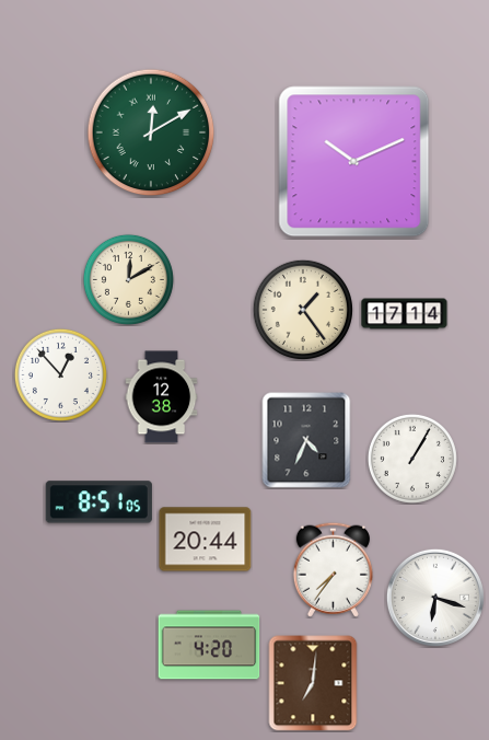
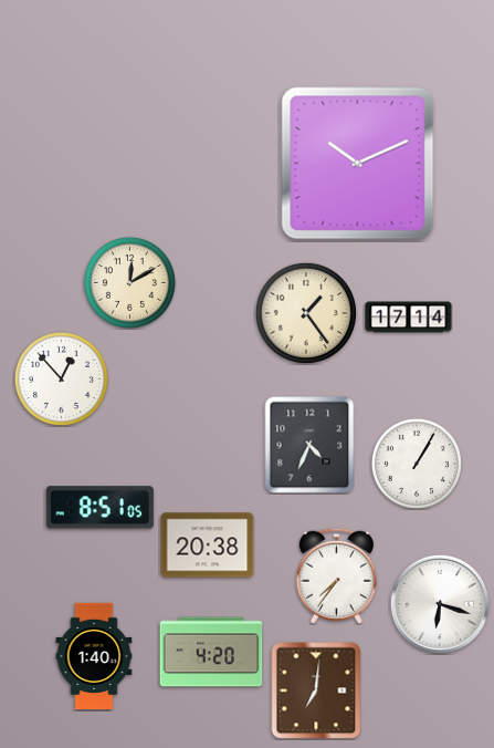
clock at (151, 132): 12:10 -> none
clock at (162, 397): 12:38 -> none
clock at (206, 540): 20:44 -> 20:38
clock at (94, 656): none -> 1:40
